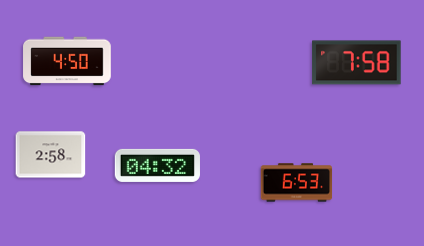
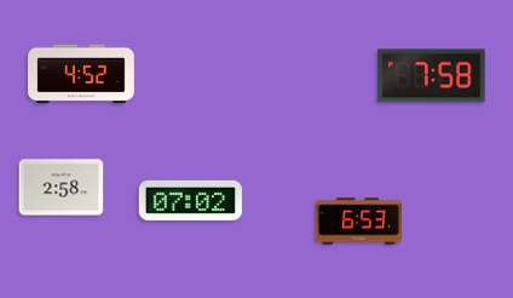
clock at (67, 61): 4:50 -> 4:52
clock at (157, 165): 04:32 -> 07:02
